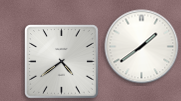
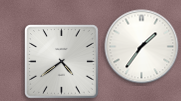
clock at (142, 47): 1:39 -> 1:36
